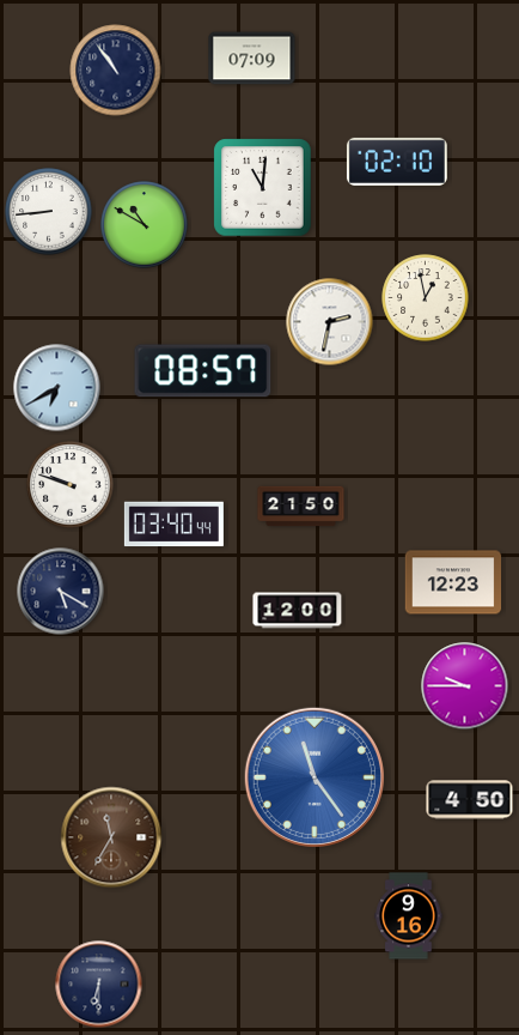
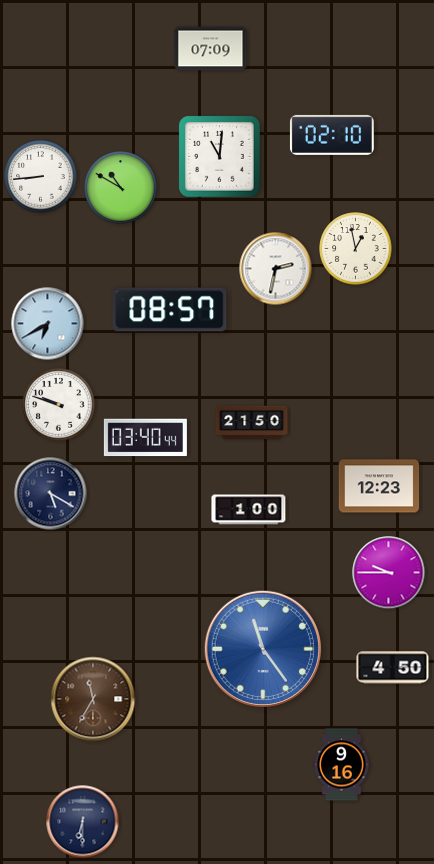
clock at (116, 71): 10:54 -> none
clock at (298, 611): 12:00 -> 1:00
